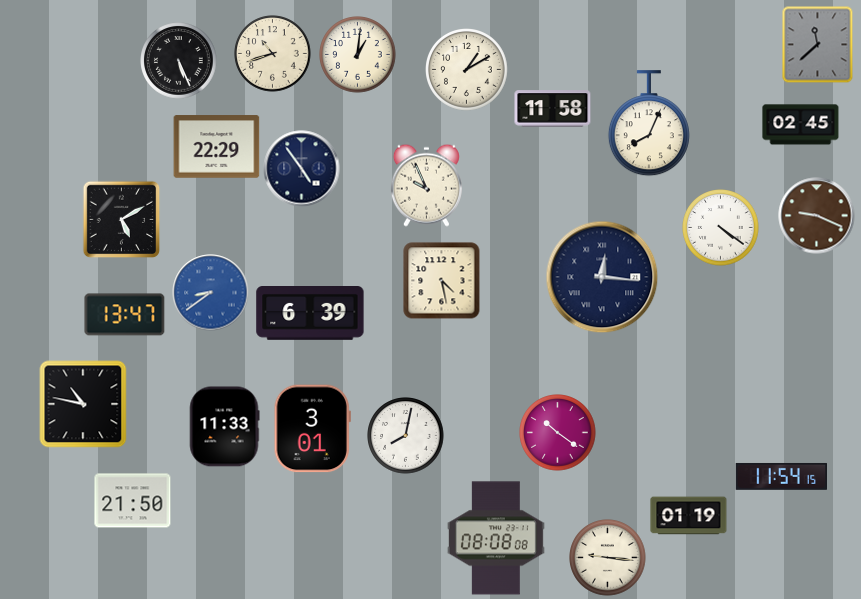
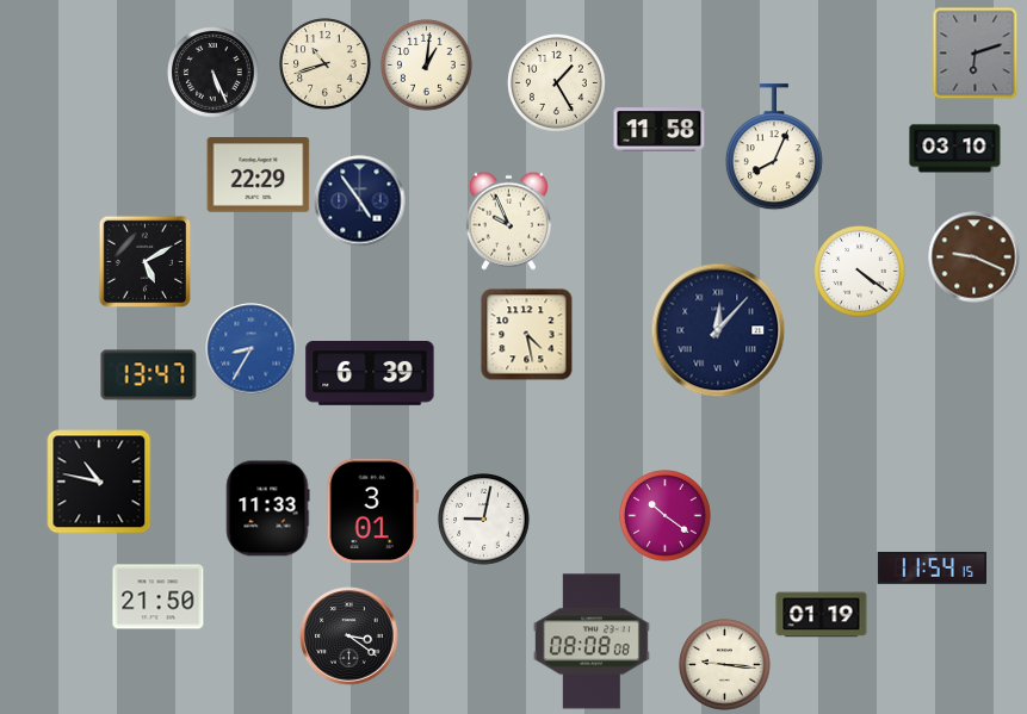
clock at (818, 44): 11:38 -> 6:12
clock at (467, 70): 1:10 -> 1:25
clock at (801, 125): 02:45 -> 03:10
clock at (602, 277): 12:16 -> 12:07
clock at (211, 293): 8:39 -> 8:35
clock at (406, 436): 8:02 -> 9:02
clock at (349, 637): none -> 3:21
